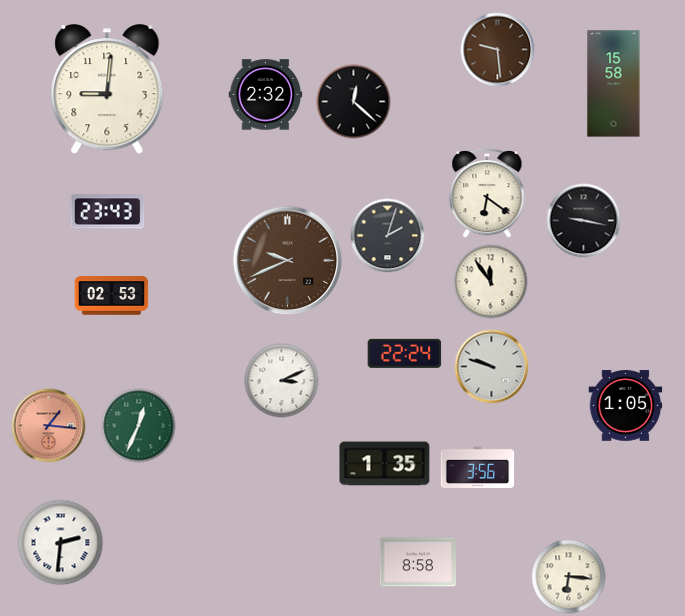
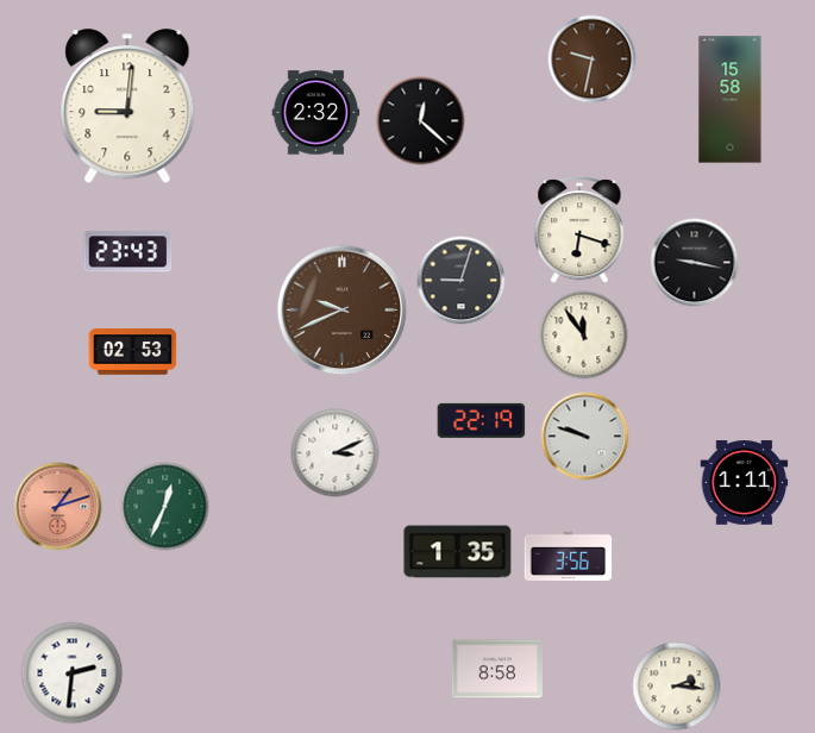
clock at (498, 50): 9:29 -> 9:32
clock at (487, 194): 6:21 -> 6:18
clock at (388, 236): 2:03 -> 9:03
clock at (405, 353): 22:24 -> 22:19
clock at (626, 406): 1:05 -> 1:11
clock at (49, 426): 1:16 -> 1:12
clock at (61, 543) position: (61, 543) -> (73, 674)
clock at (569, 577): 6:16 -> 2:16
